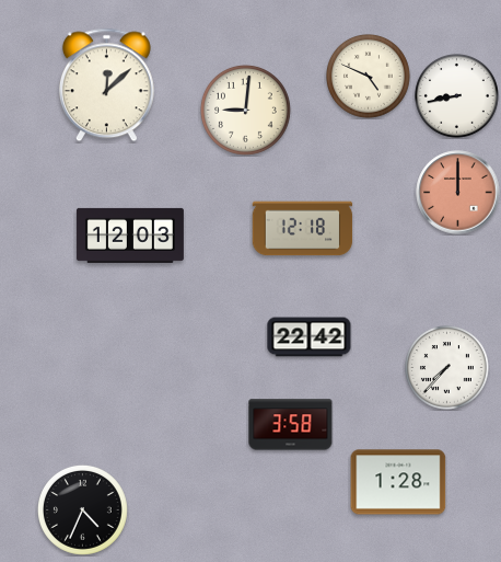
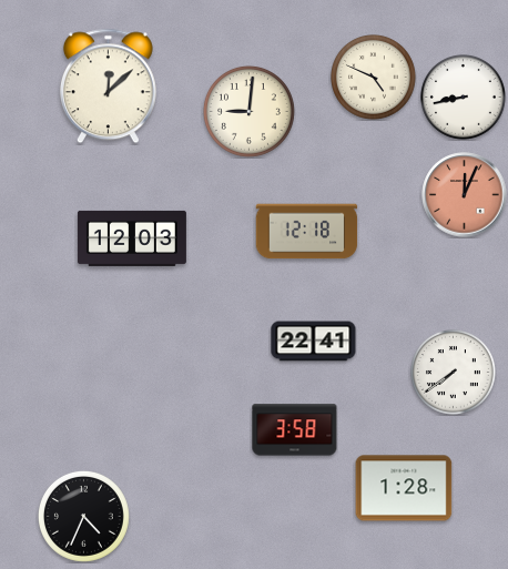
clock at (458, 193): 12:00 -> 12:04
clock at (310, 337): 22:42 -> 22:41
clock at (447, 368): 7:37 -> 7:39
